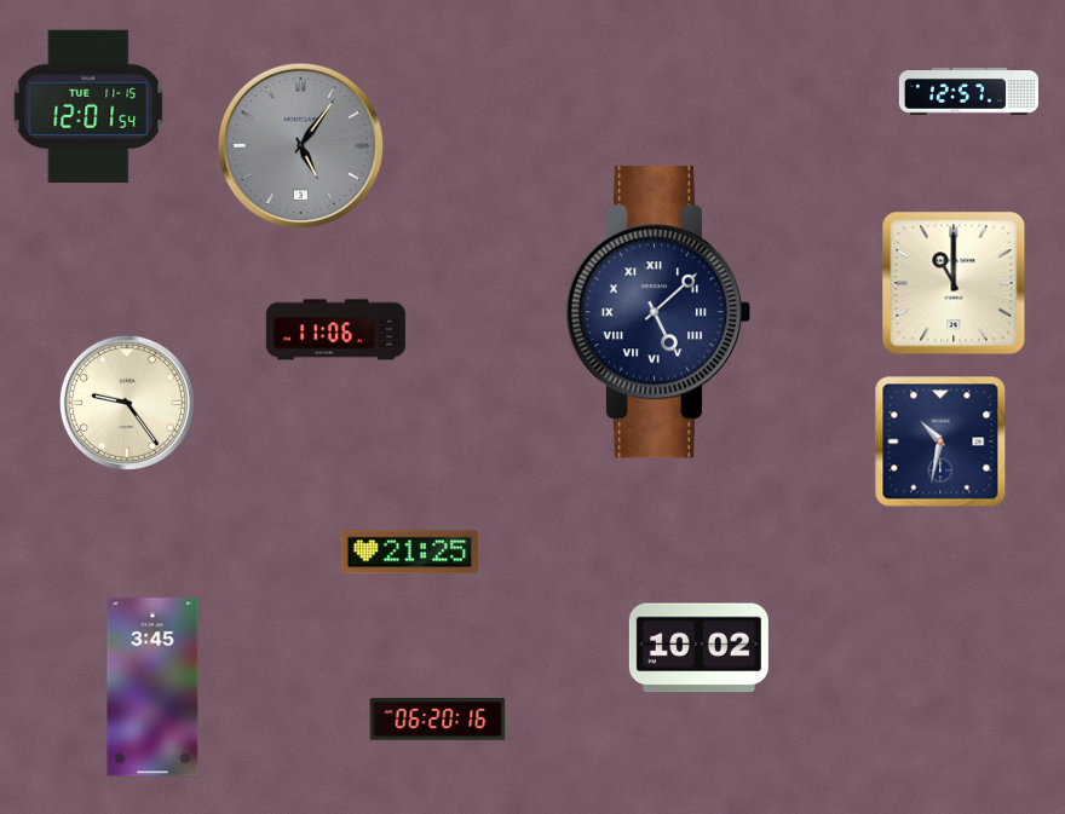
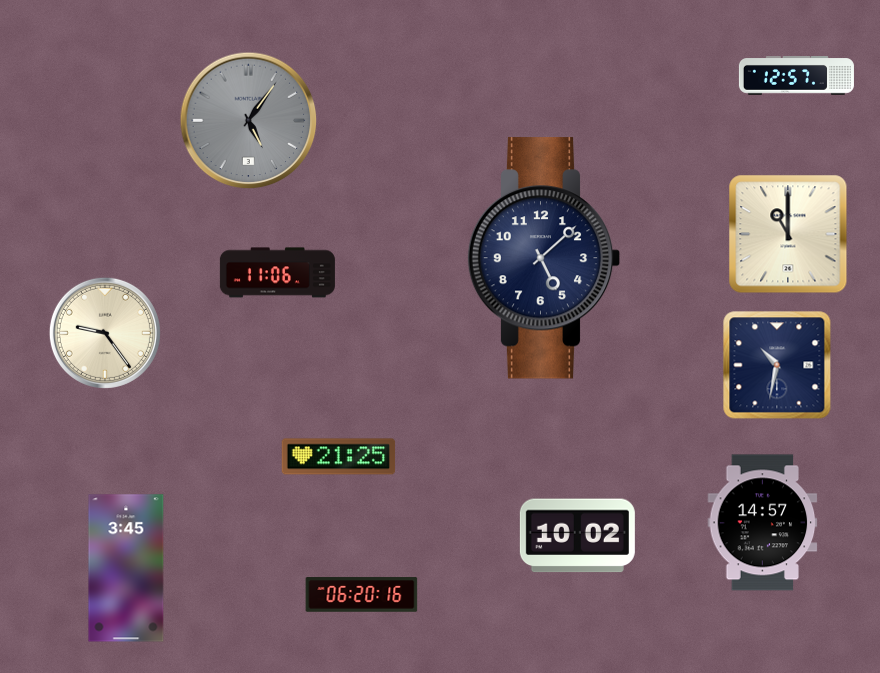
clock at (968, 92) position: (968, 92) -> (796, 76)
clock at (88, 106): 12:01 -> none
clock at (658, 312) numerals: Roman -> Arabic
clock at (763, 523): none -> 14:57
